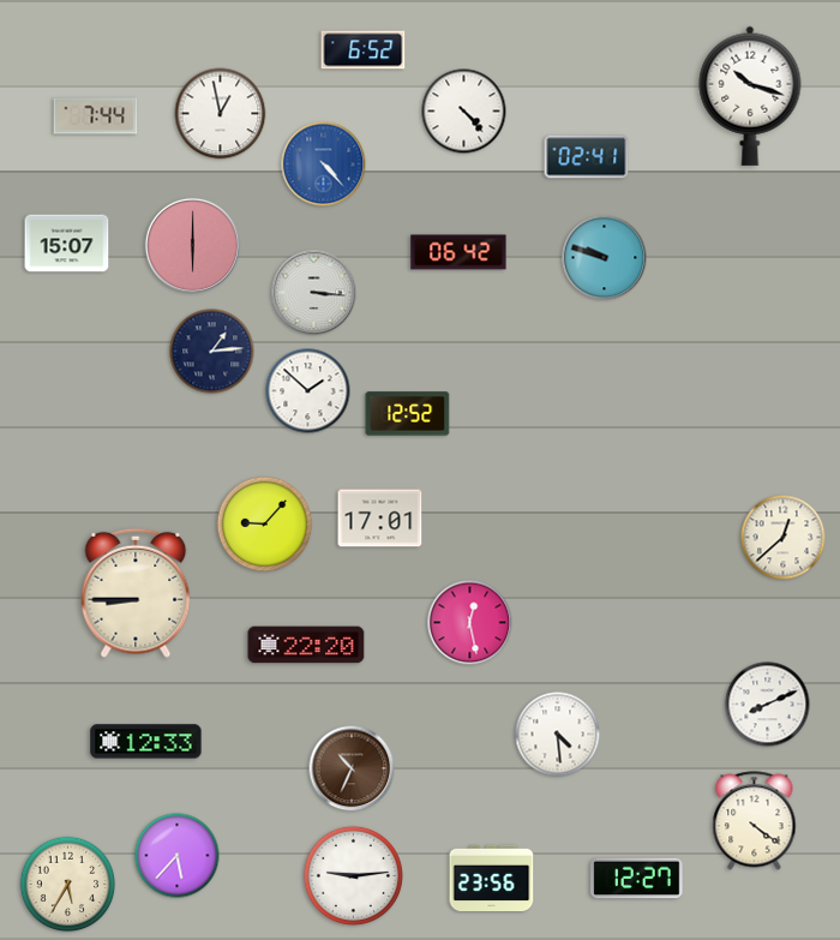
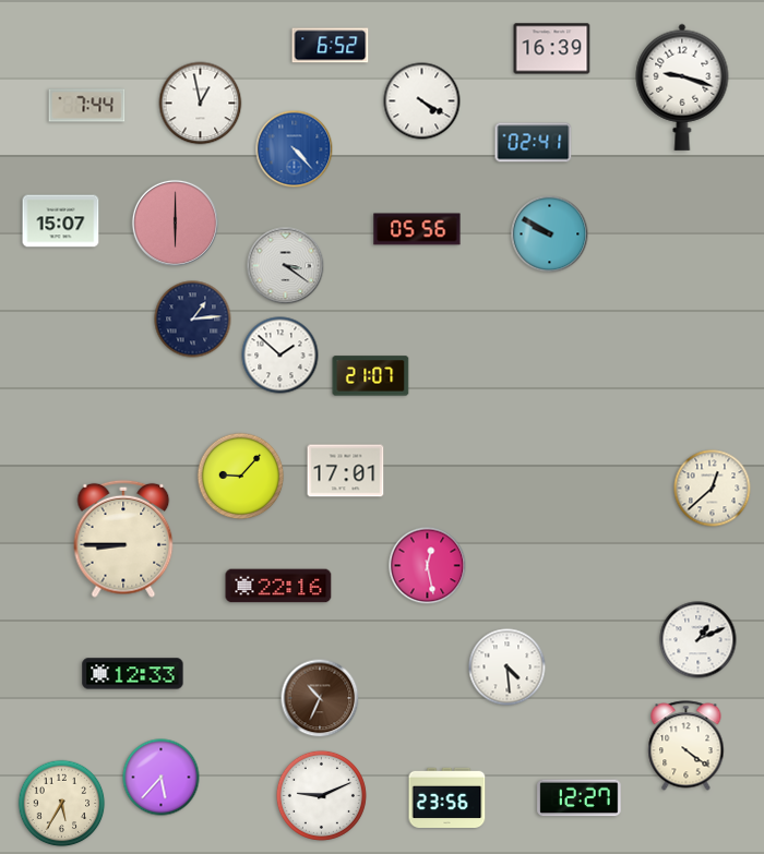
clock at (552, 49): none -> 16:39
clock at (750, 96): 10:18 -> 9:18
clock at (464, 112): 4:23 -> 4:20
clock at (458, 252): 06:42 -> 05:56
clock at (605, 258): 9:48 -> 9:50
clock at (314, 293): 3:16 -> 3:21
clock at (408, 414): 12:52 -> 21:07
clock at (306, 645): 22:20 -> 22:16
clock at (768, 705): 8:11 -> 1:11
clock at (353, 875): 9:14 -> 9:11
